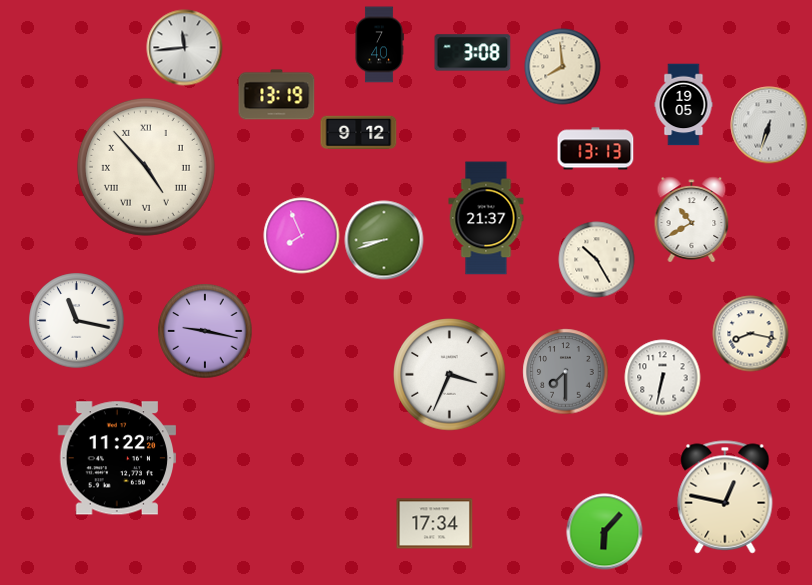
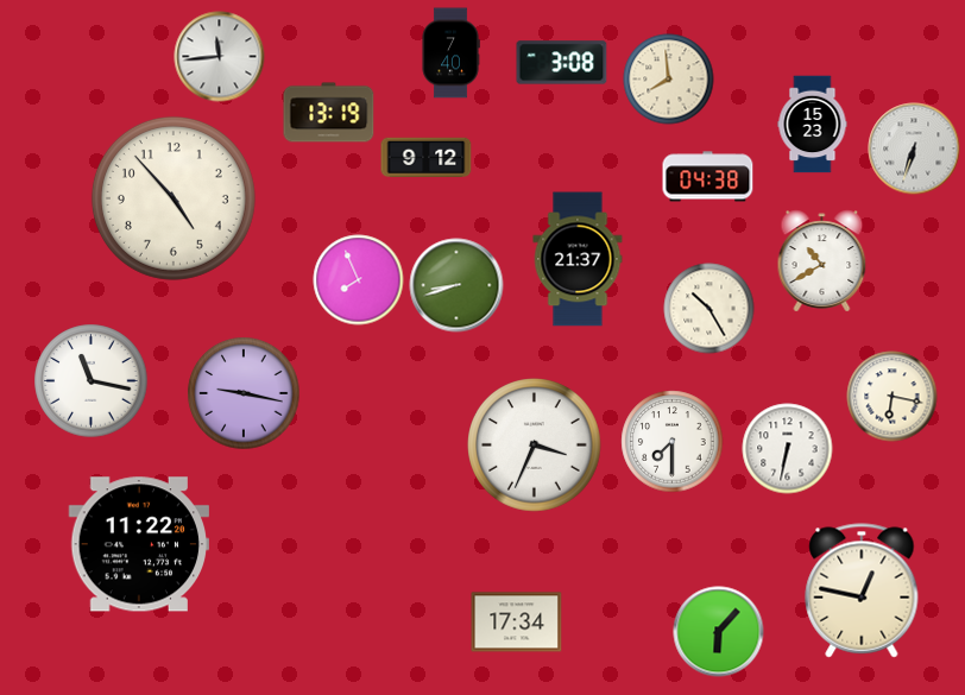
clock at (684, 105): 19:05 -> 15:23
clock at (596, 149): 13:13 -> 04:38
clock at (146, 167) numerals: Roman -> Arabic
clock at (751, 334): 8:17 -> 6:17
clock at (566, 372) dial: grey -> white
